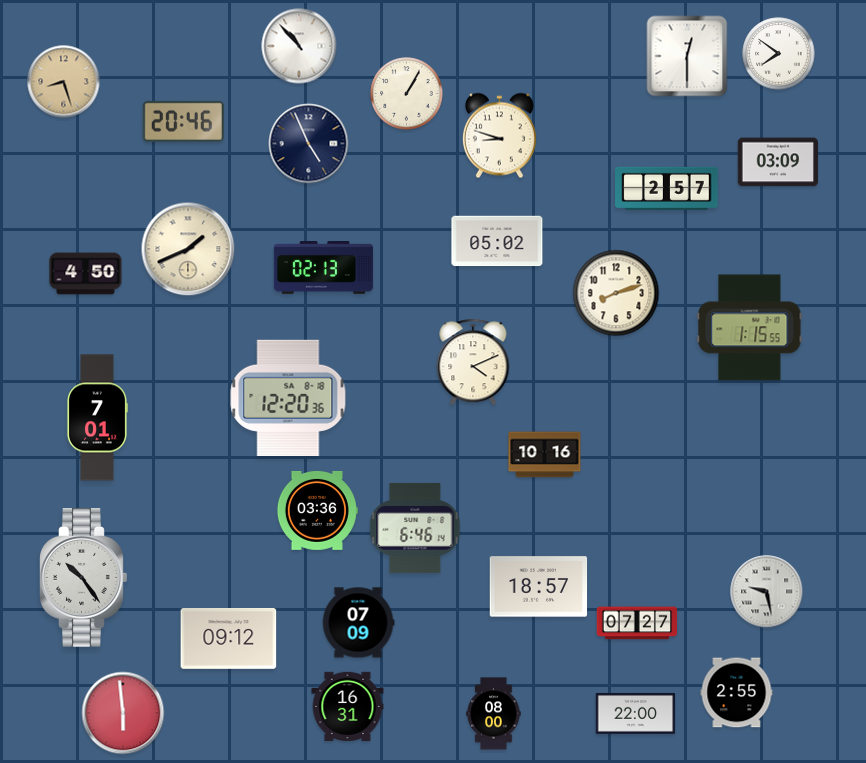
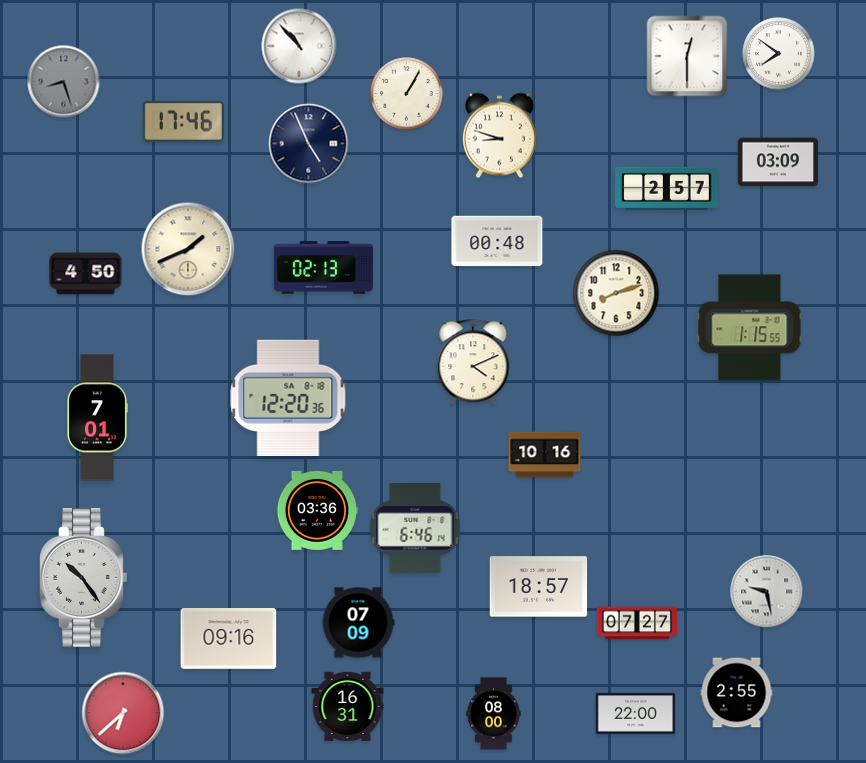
clock at (64, 82) dial: champagne -> grey
clock at (183, 121): 20:46 -> 17:46
clock at (497, 241): 05:02 -> 00:48
clock at (229, 639): 09:12 -> 09:16
clock at (123, 713): 5:59 -> 6:38
